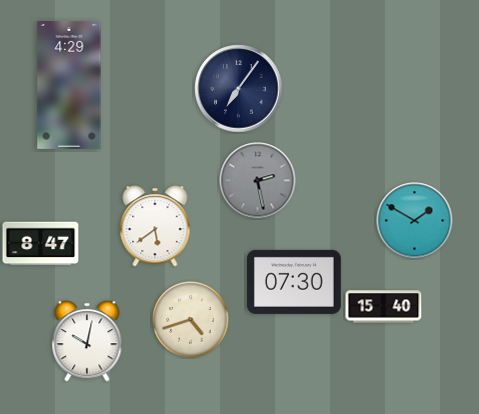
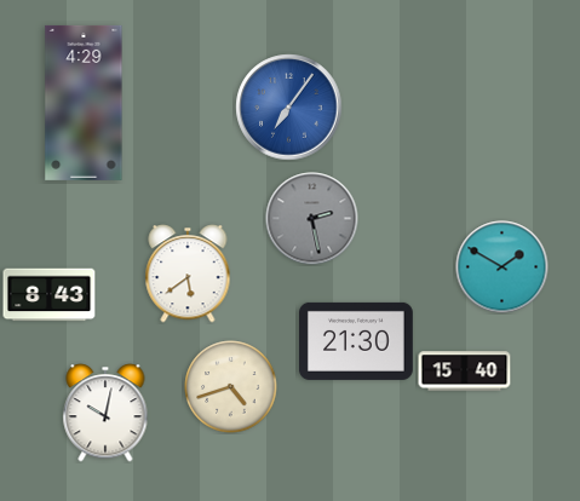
clock at (239, 89) dial: navy -> blue
clock at (41, 244): 8:47 -> 8:43
clock at (295, 282): 07:30 -> 21:30
